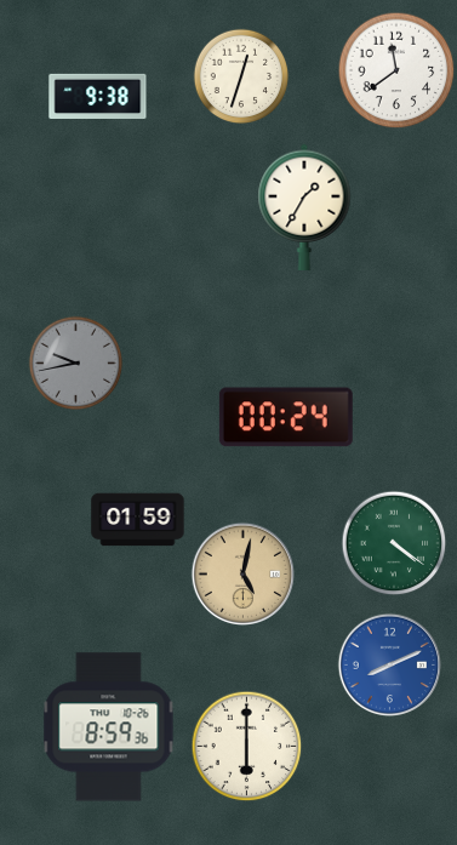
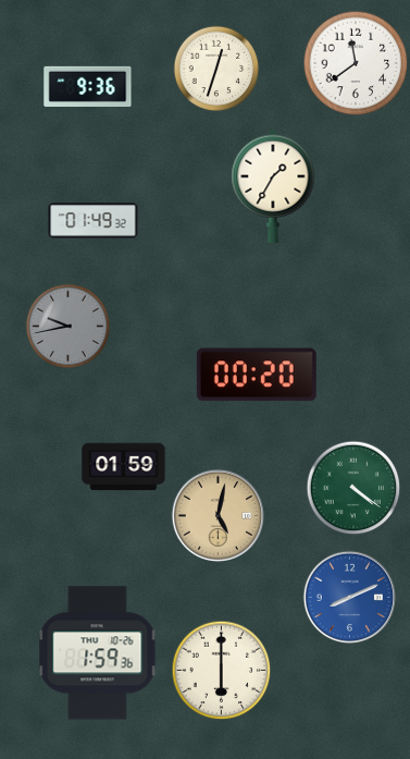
clock at (98, 96): 9:38 -> 9:36
clock at (94, 221): none -> 01:49
clock at (286, 417): 00:24 -> 00:20
clock at (109, 727): 8:59 -> 1:59
